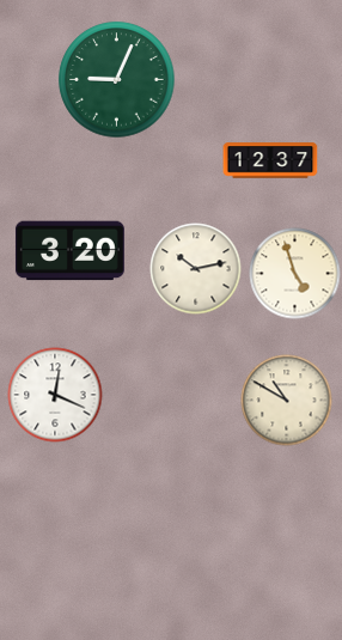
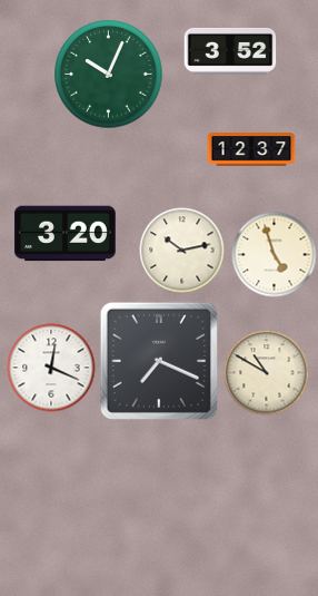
clock at (230, 51): none -> 3:52
clock at (117, 80): 9:04 -> 10:04
clock at (159, 361): none -> 7:19
